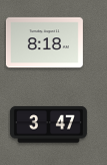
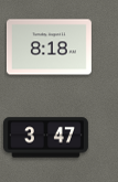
clock at (48, 125) position: (48, 125) -> (45, 138)
